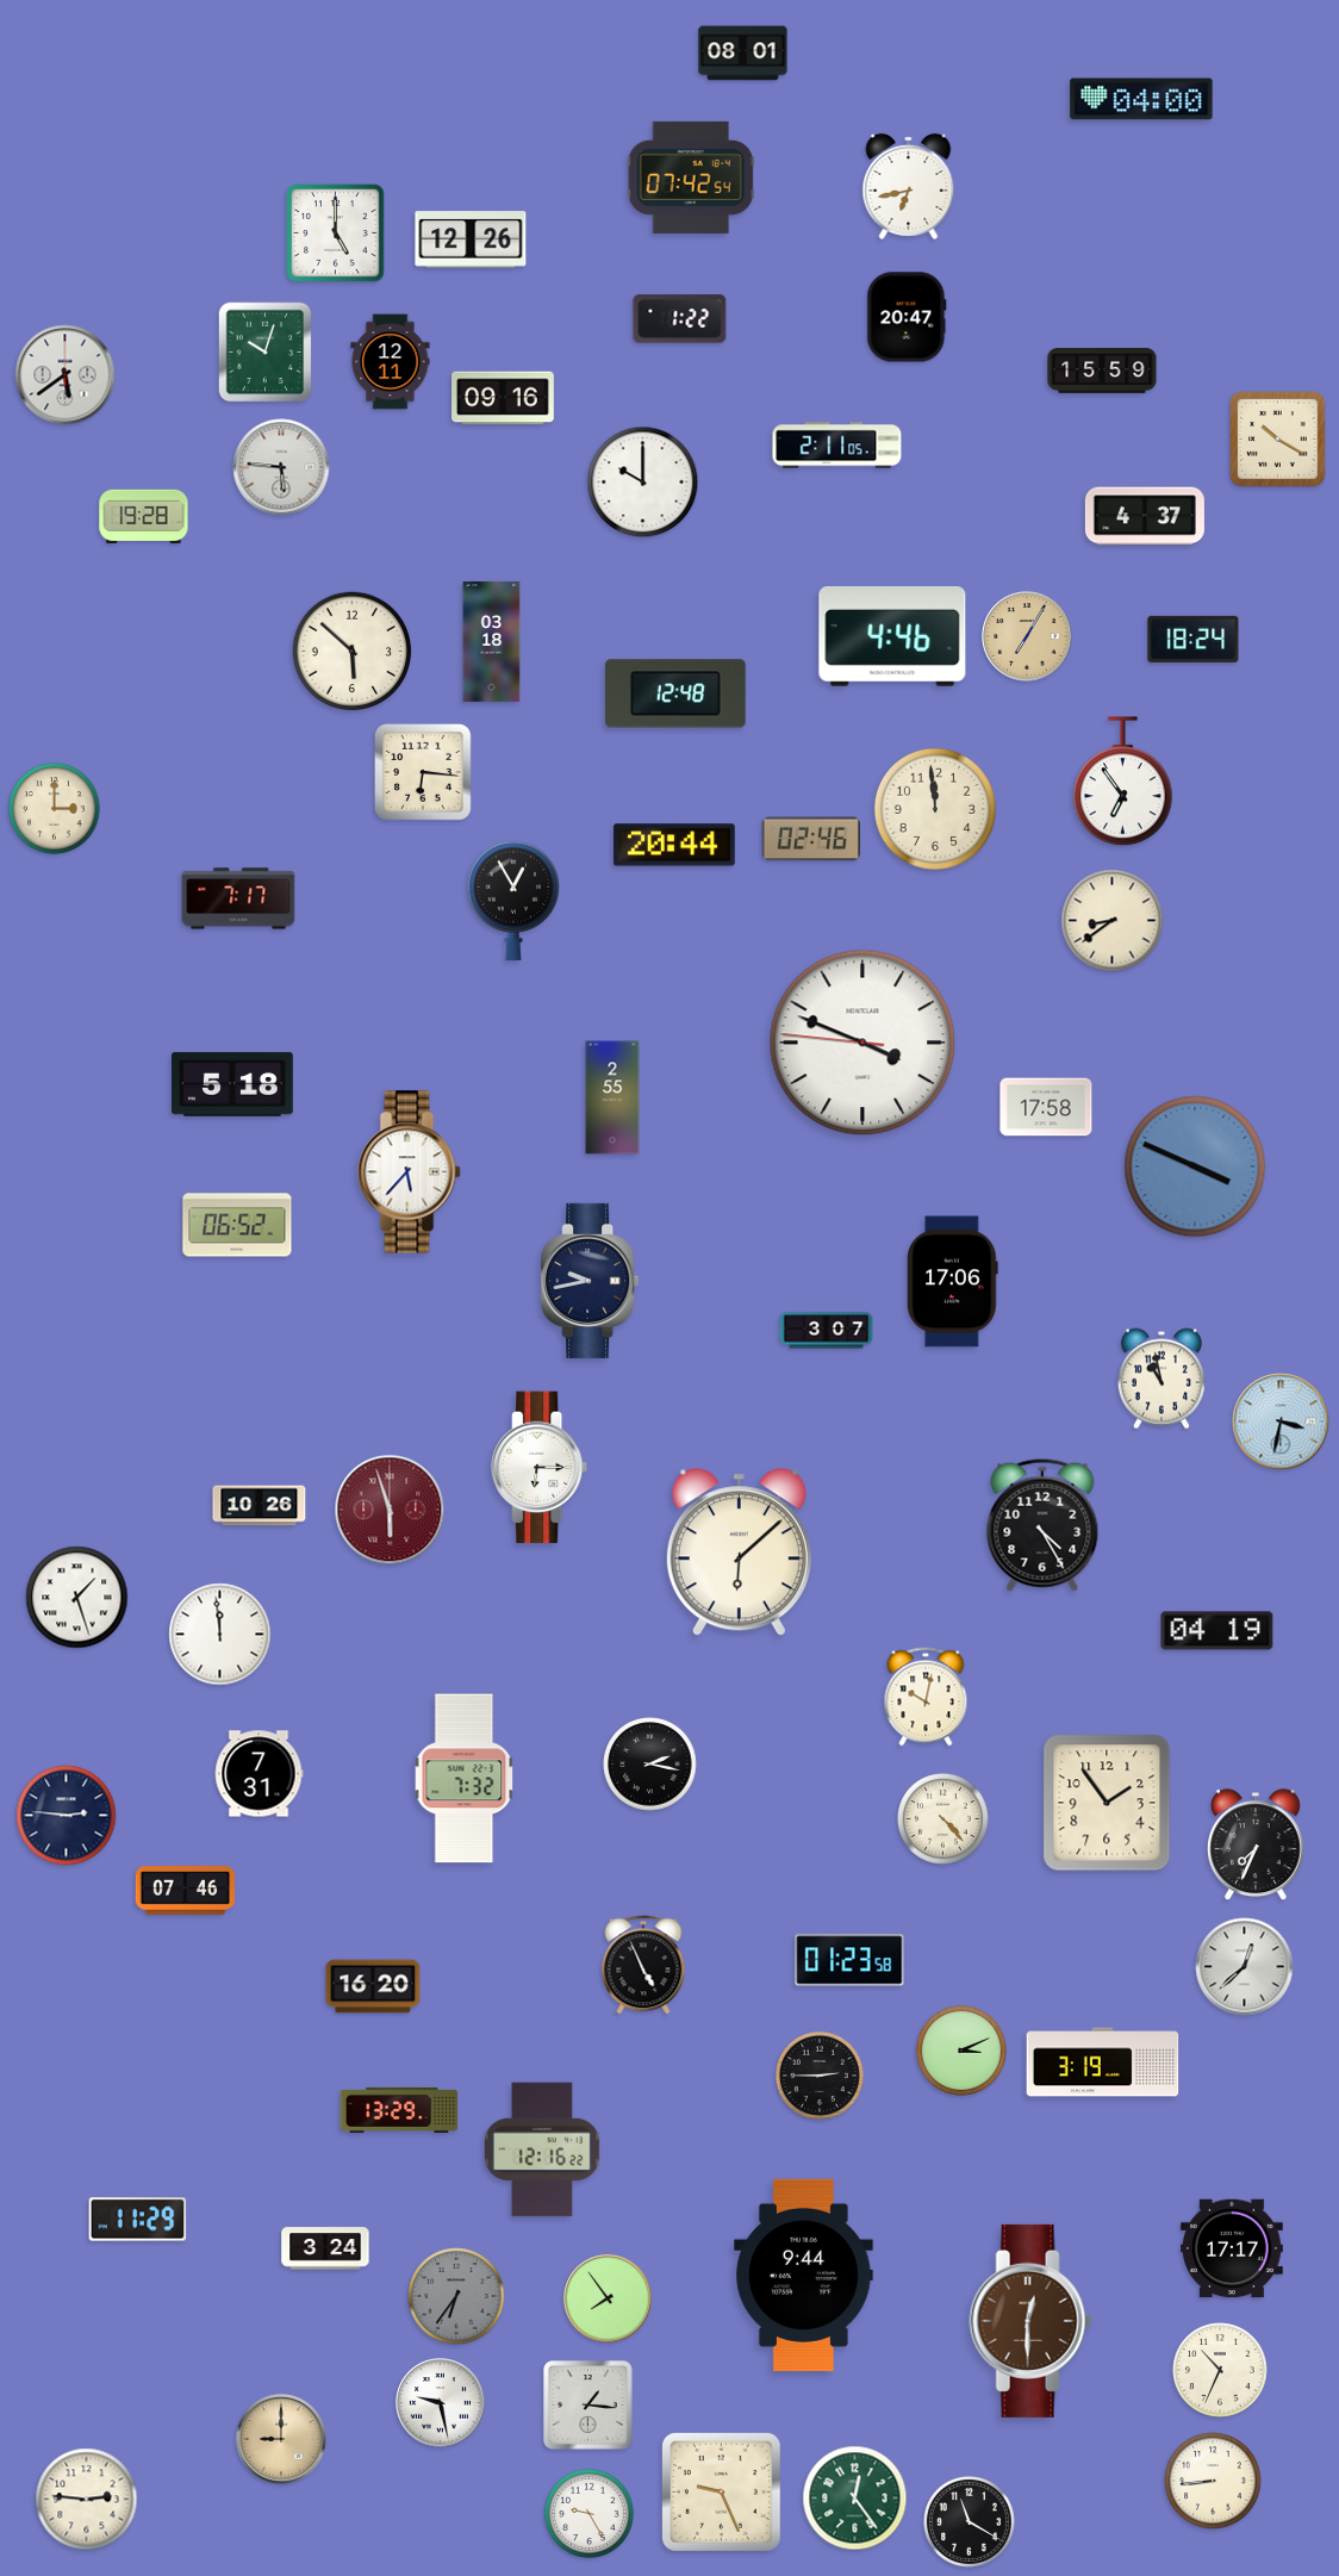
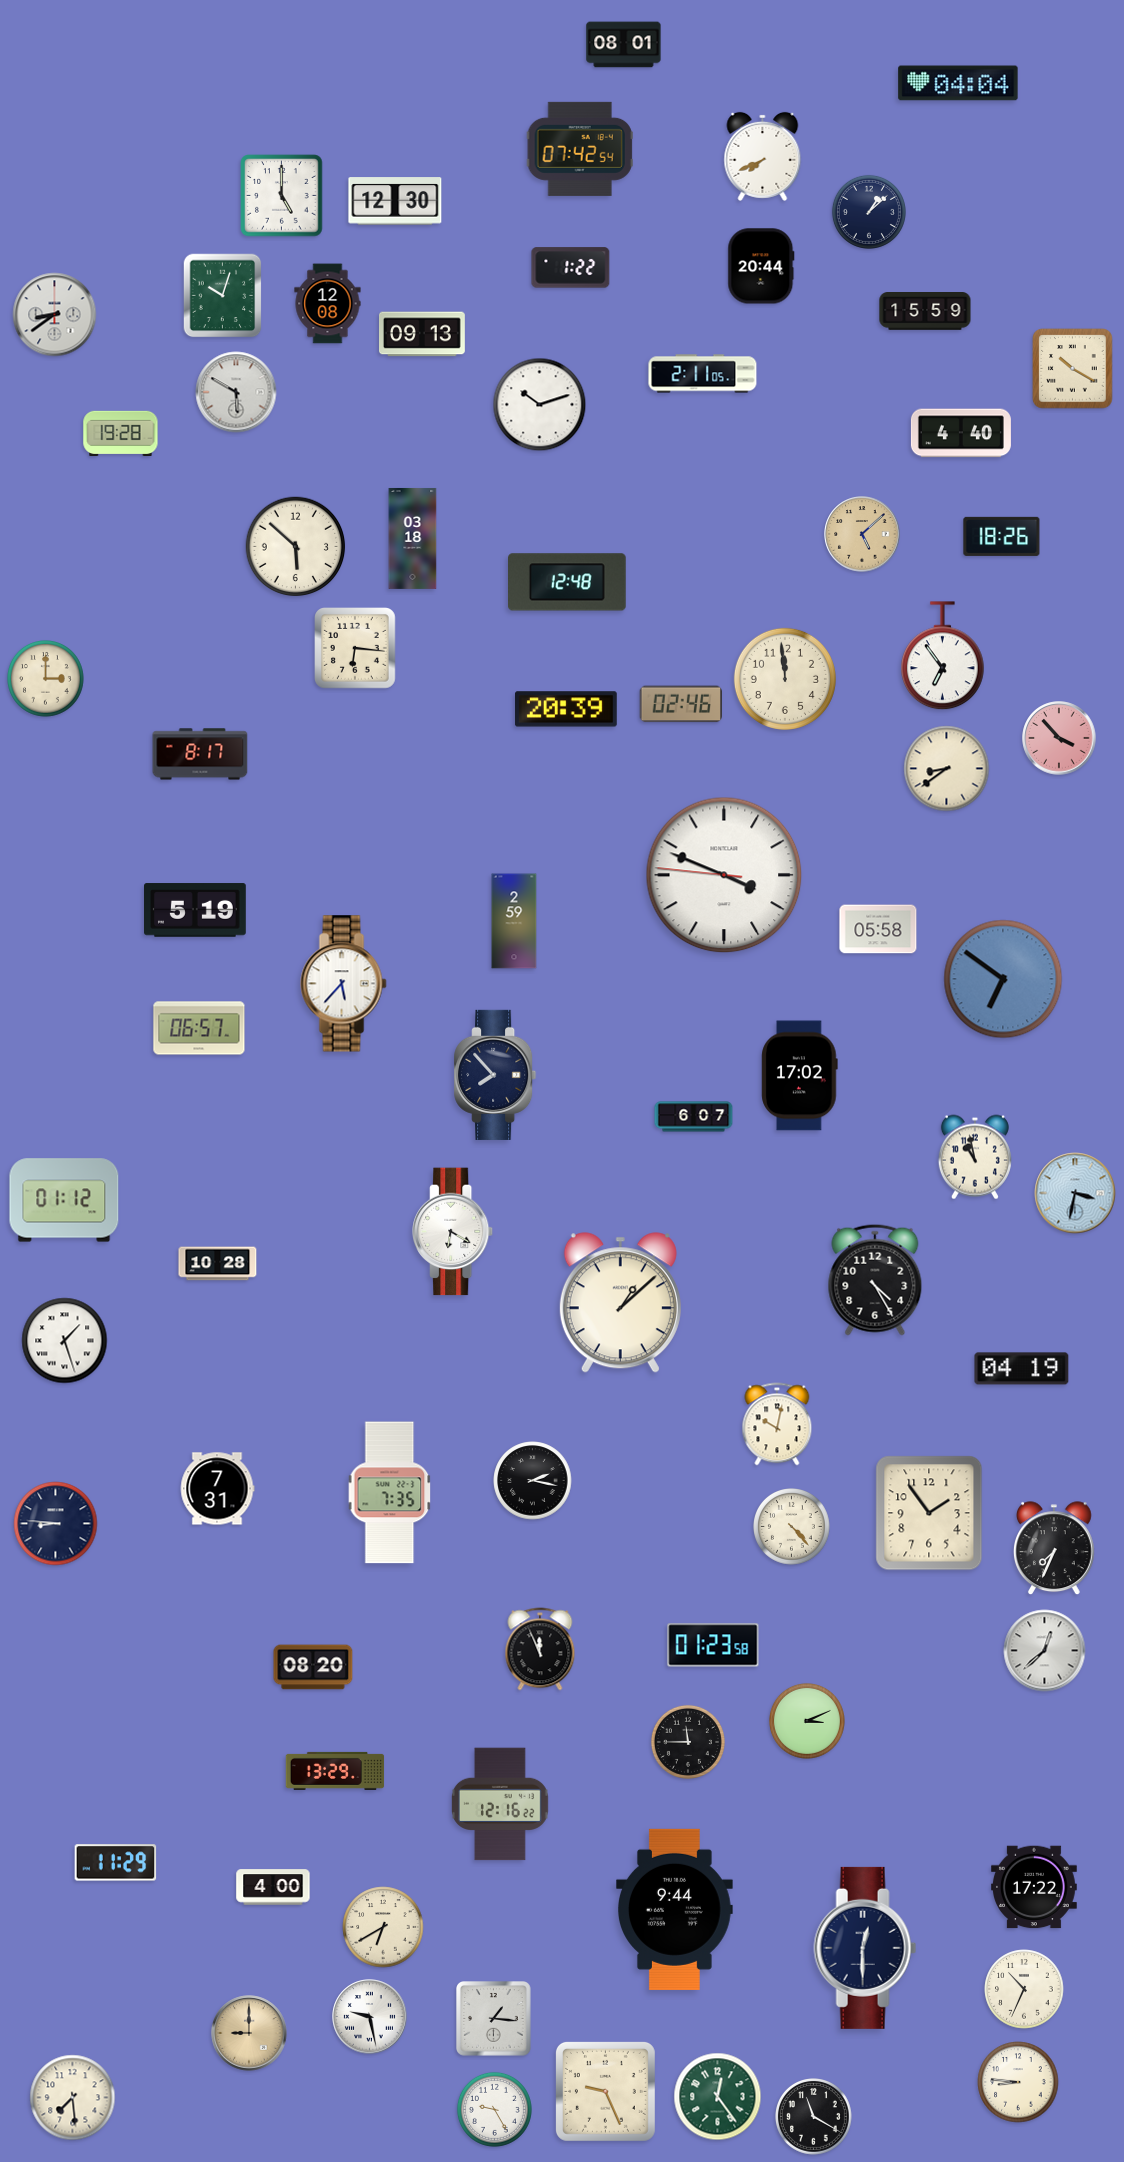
clock at (1141, 99): 04:00 -> 04:04
clock at (909, 186): 6:43 -> 7:41
clock at (471, 239): 12:26 -> 12:30
clock at (869, 212): none -> 1:08
clock at (907, 317): 20:47 -> 20:44
clock at (391, 362): 12:11 -> 12:08
clock at (66, 375): 5:39 -> 8:39
clock at (504, 398): 09:16 -> 09:13
clock at (281, 467): 5:46 -> 5:50
clock at (643, 483): 10:00 -> 10:12
clock at (1145, 516): 4:37 -> 4:40
clock at (1027, 636): 7:05 -> 5:08
clock at (892, 637): 4:46 -> none
clock at (1194, 639): 18:24 -> 18:26
clock at (675, 845): 20:44 -> 20:39
clock at (1059, 738): none -> 3:53
clock at (238, 898): 7:17 -> 8:17
clock at (513, 901): 12:55 -> none
clock at (1113, 921) position: (1113, 921) -> (947, 769)
clock at (233, 1084): 5:18 -> 5:19
clock at (612, 1097): 2:55 -> 2:59
clock at (1046, 1107): 17:58 -> 05:58
clock at (1195, 1166): 3:49 -> 6:51
clock at (237, 1225): 06:52 -> 06:57
clock at (590, 1281): 9:43 -> 7:53
clock at (953, 1282): 17:06 -> 17:02
clock at (827, 1331): 3:07 -> 6:07
clock at (64, 1200): none -> 01:12
clock at (541, 1468): 6:15 -> 6:20
clock at (260, 1506): 10:26 -> 10:28
clock at (390, 1510): 5:57 -> none
clock at (739, 1553): 6:08 -> 1:08
clock at (220, 1635): 11:59 -> none
clock at (650, 1765) position: (650, 1765) -> (533, 1481)
clock at (465, 1779): 7:32 -> 7:35
clock at (67, 1816): 2:46 -> 8:46
clock at (185, 1891): 07:46 -> none
clock at (643, 1965): 4:56 -> 11:56
clock at (373, 1986): 16:20 -> 08:20
clock at (1103, 2062): 3:19 -> none
clock at (820, 2076): 2:45 -> 11:45
clock at (542, 2149) position: (542, 2149) -> (500, 1804)
clock at (325, 2248): 3:24 -> 4:00
clock at (1232, 2248): 17:17 -> 17:22
clock at (456, 2296): 6:36 -> 6:40
clock at (456, 2296) dial: grey -> cream
clock at (608, 2298): 7:54 -> none
clock at (1030, 2321) dial: brown -> navy
clock at (281, 2439) position: (281, 2439) -> (249, 2033)
clock at (1213, 2481): 8:44 -> 8:46
clock at (87, 2500): 2:46 -> 7:29
